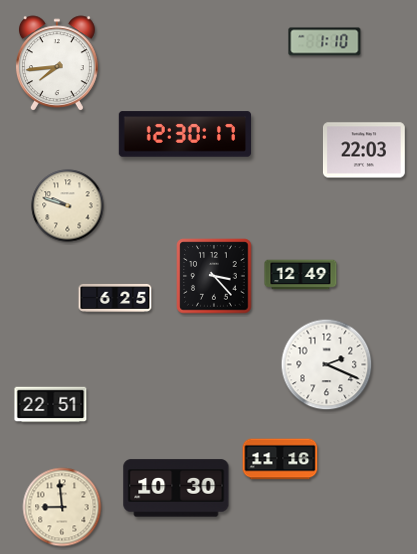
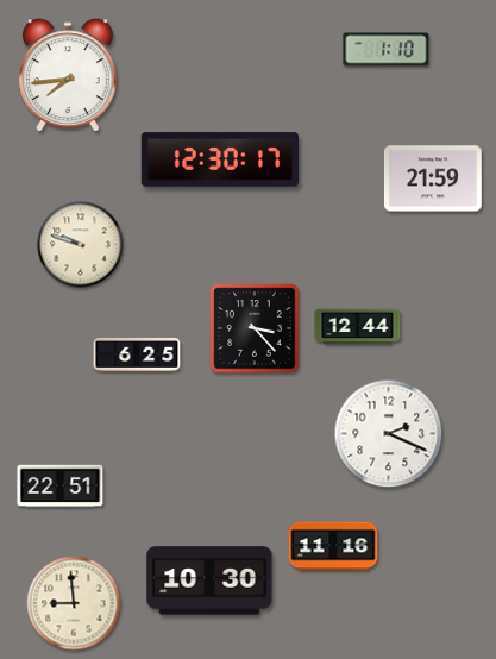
clock at (364, 150): 22:03 -> 21:59
clock at (301, 275): 12:49 -> 12:44
clock at (51, 405) position: (51, 405) -> (61, 487)
